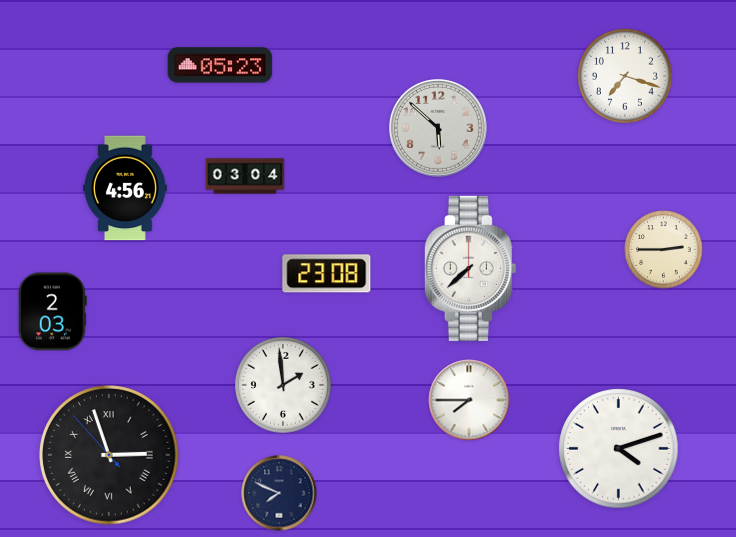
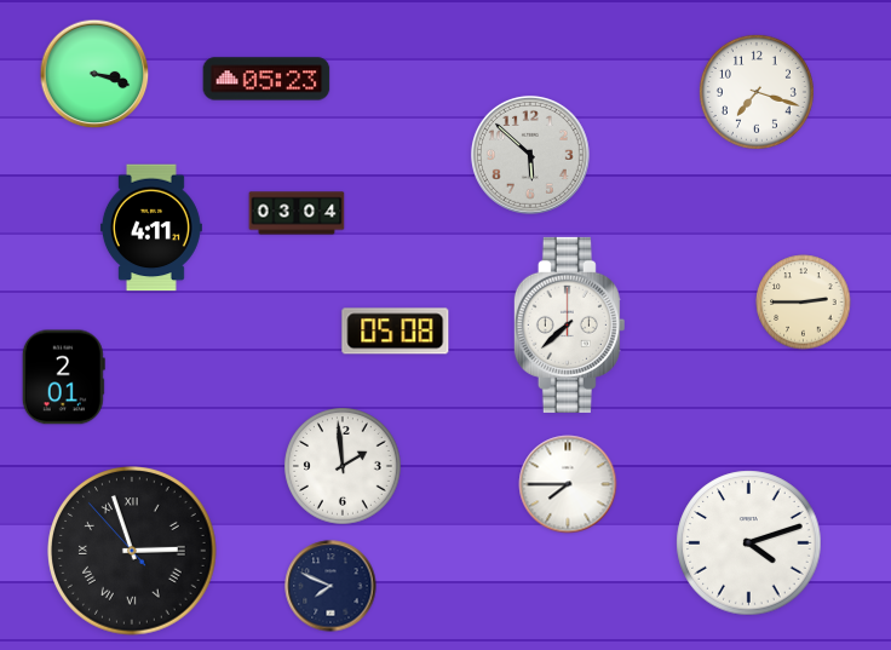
clock at (94, 74): none -> 3:18
clock at (125, 188): 4:56 -> 4:11
clock at (327, 274): 23:08 -> 05:08
clock at (52, 312): 2:03 -> 2:01
clock at (279, 493) position: (279, 493) -> (330, 586)
